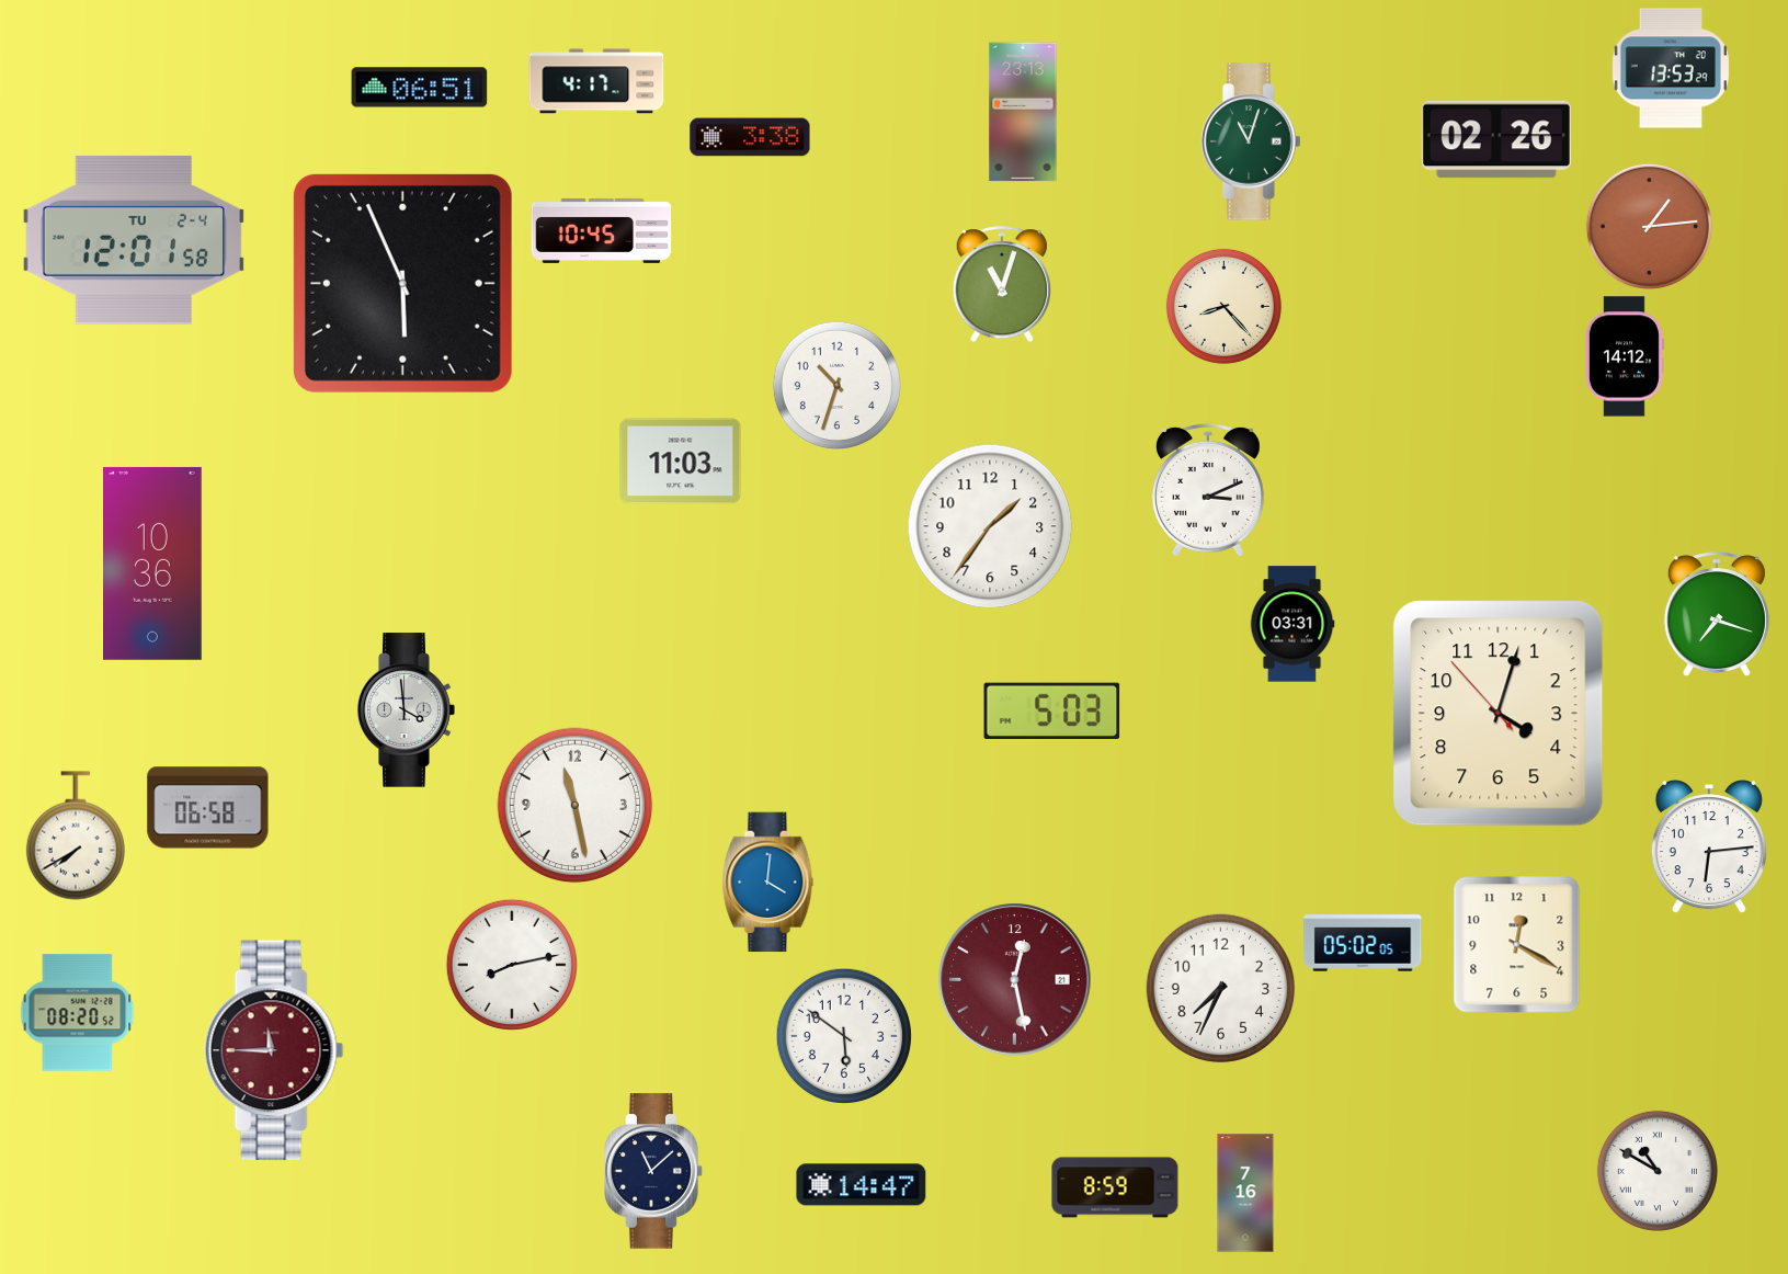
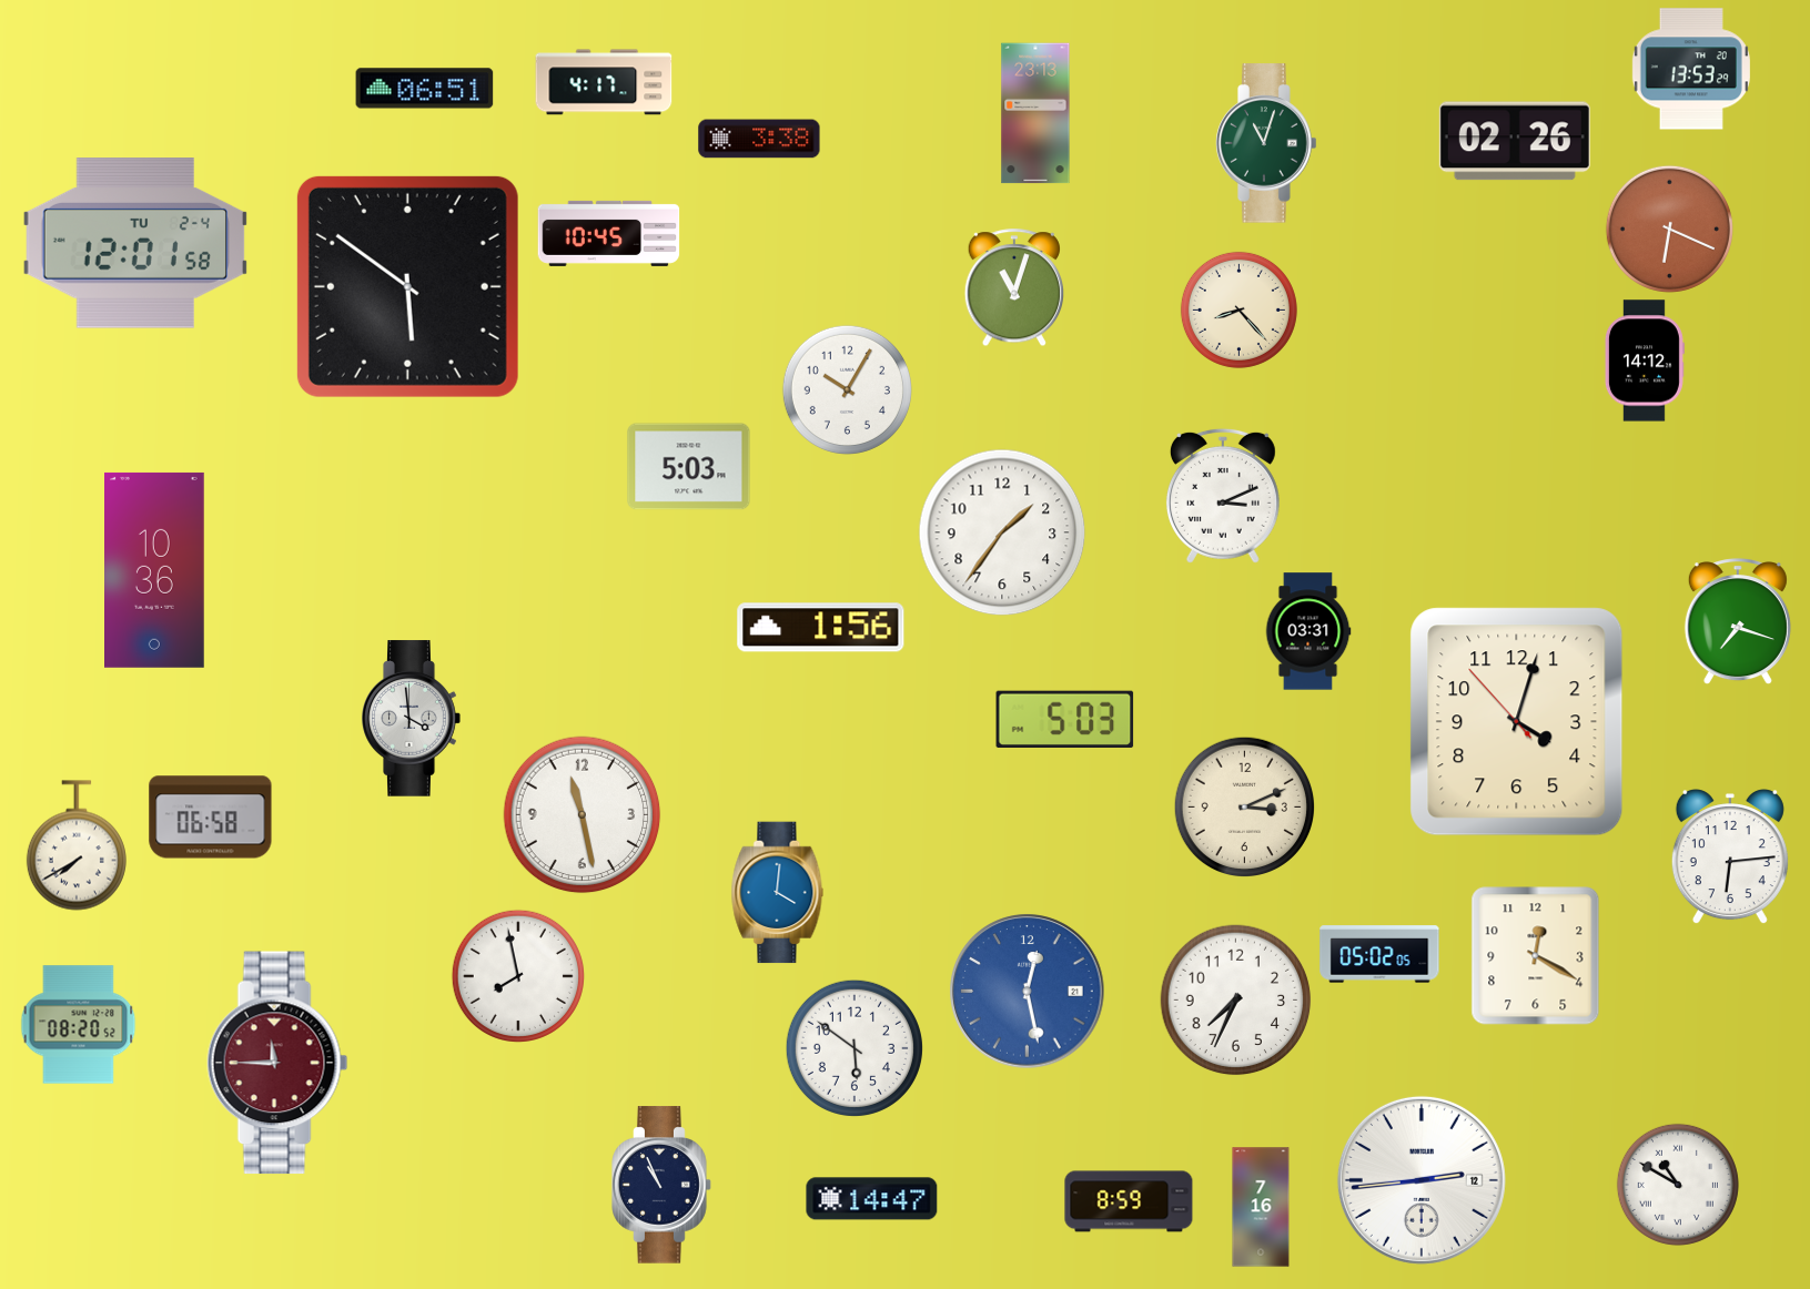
clock at (1649, 226): 1:14 -> 6:19
clock at (402, 283): 5:56 -> 5:51
clock at (836, 385): 10:33 -> 10:05
clock at (681, 462): 11:03 -> 5:03
clock at (821, 628): none -> 1:56
clock at (1244, 806): none -> 3:11
clock at (512, 965): 8:13 -> 7:58
clock at (1015, 980) dial: burgundy -> blue
clock at (1422, 1180): none -> 2:44
clock at (653, 1171): 11:08 -> 10:56
